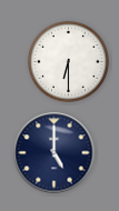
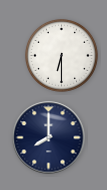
clock at (54, 153): 5:00 -> 8:00
